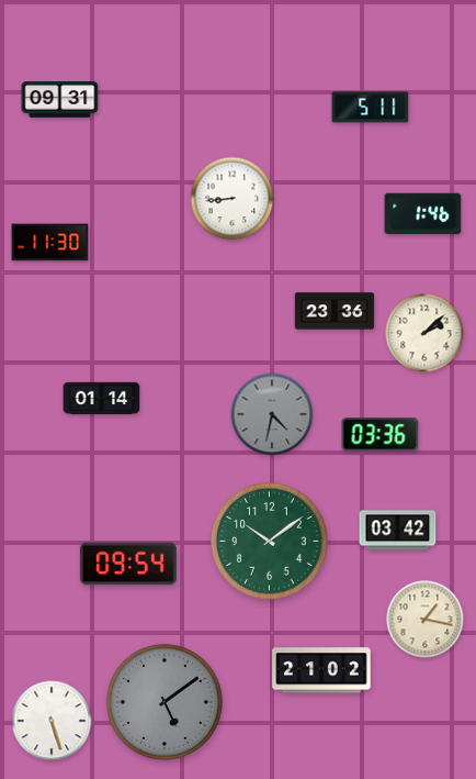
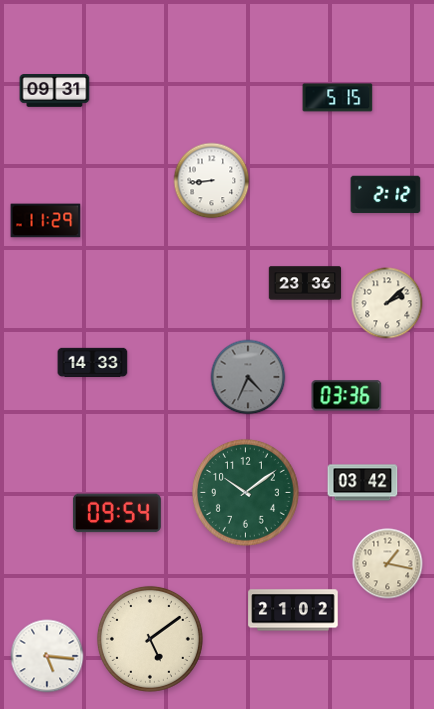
clock at (371, 108): 5:11 -> 5:15
clock at (423, 214): 1:46 -> 2:12
clock at (50, 243): 11:30 -> 11:29
clock at (102, 398): 01:14 -> 14:33
clock at (272, 414): 4:32 -> 4:34
clock at (165, 702) dial: grey -> cream
clock at (52, 721): 5:27 -> 5:16
